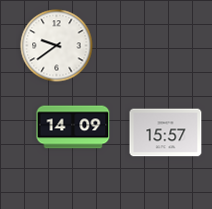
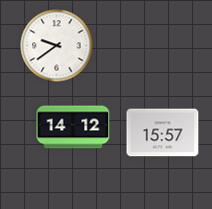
clock at (73, 127): 14:09 -> 14:12
clock at (166, 133) position: (166, 133) -> (163, 133)
